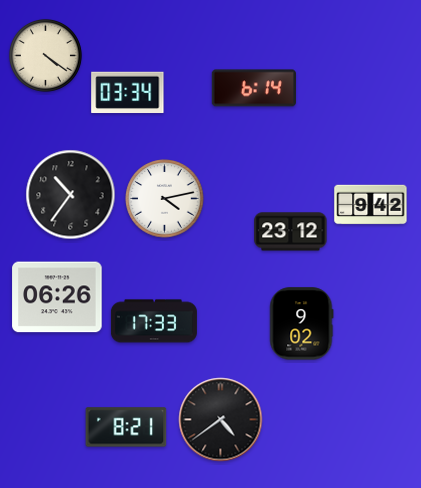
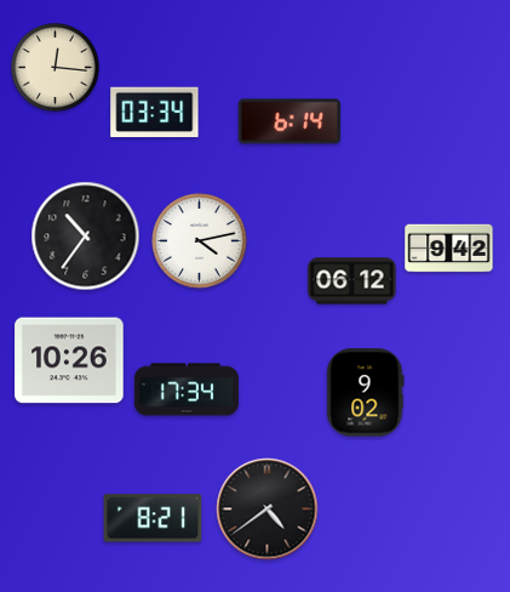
clock at (45, 55): 4:21 -> 12:16
clock at (254, 88) position: (254, 88) -> (290, 121)
clock at (291, 232): 23:12 -> 06:12
clock at (57, 297): 06:26 -> 10:26
clock at (154, 321): 17:33 -> 17:34
